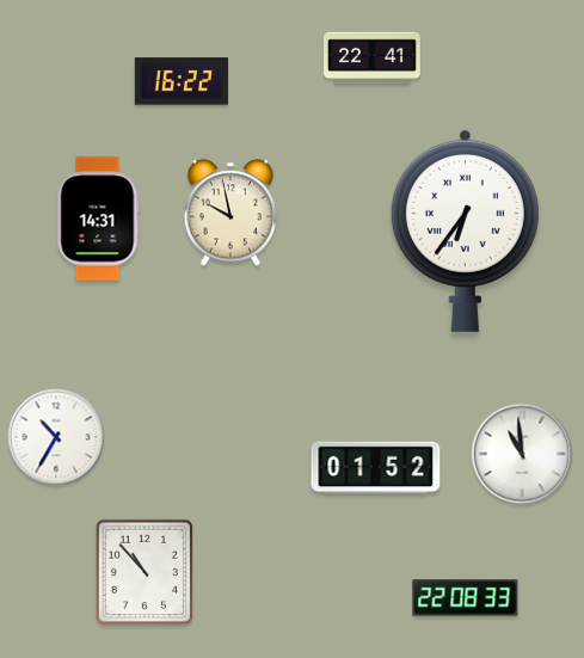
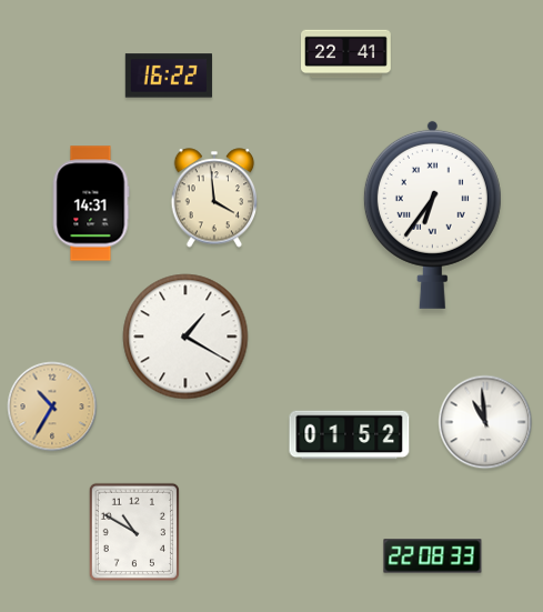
clock at (230, 213): 9:58 -> 3:59
clock at (185, 337): none -> 1:20
clock at (56, 437) dial: white -> champagne
clock at (145, 572): 10:53 -> 10:50
